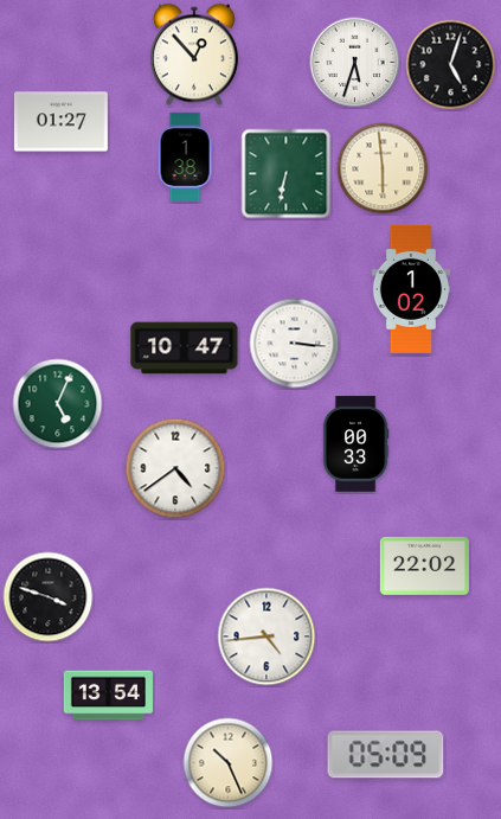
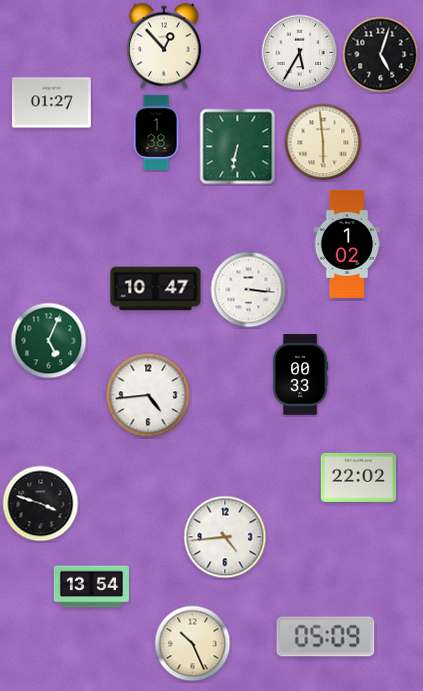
clock at (355, 63): 5:33 -> 5:35
clock at (287, 174) position: (287, 174) -> (238, 147)
clock at (185, 348) position: (185, 348) -> (156, 289)
clock at (175, 468): 4:39 -> 4:44
